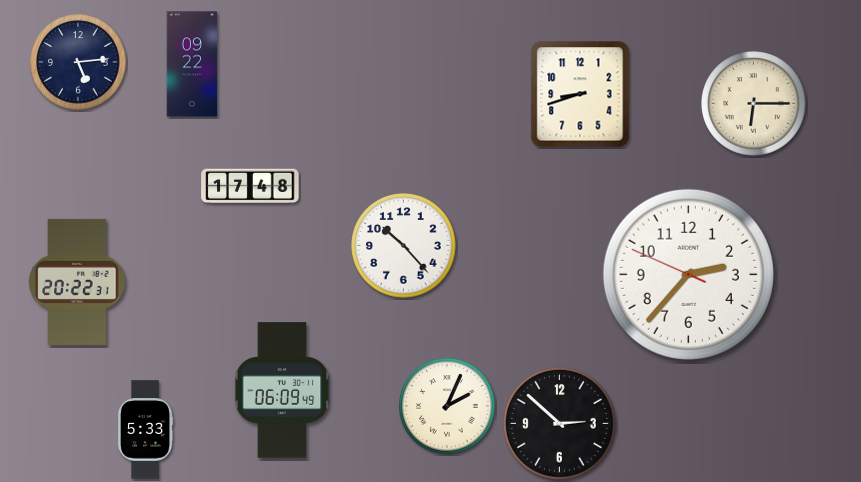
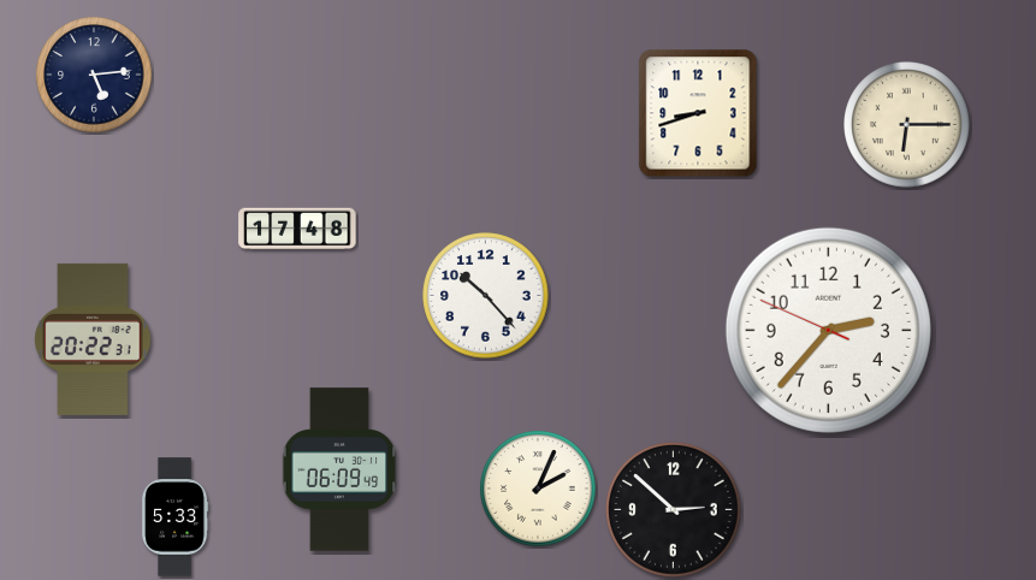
clock at (192, 64): 09:22 -> none
clock at (250, 186) position: (250, 186) -> (297, 229)
